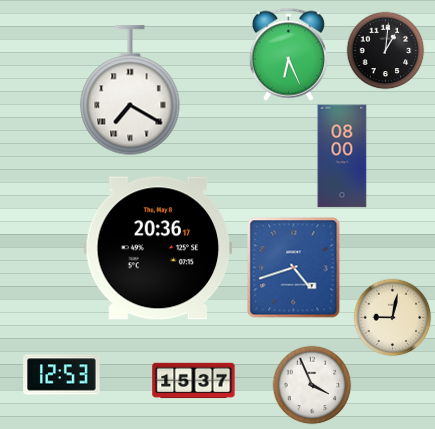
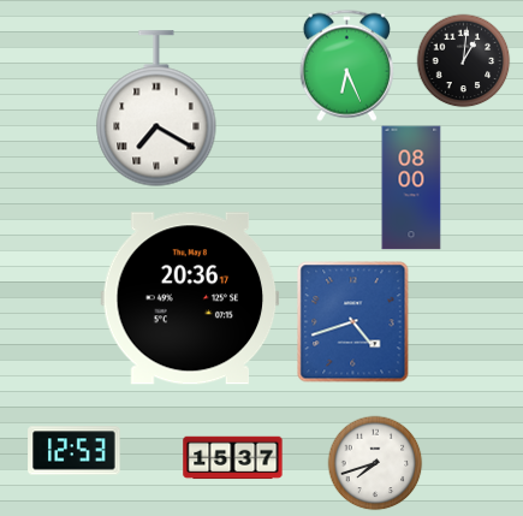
clock at (392, 317): 9:02 -> none
clock at (312, 385): 3:56 -> 7:42
